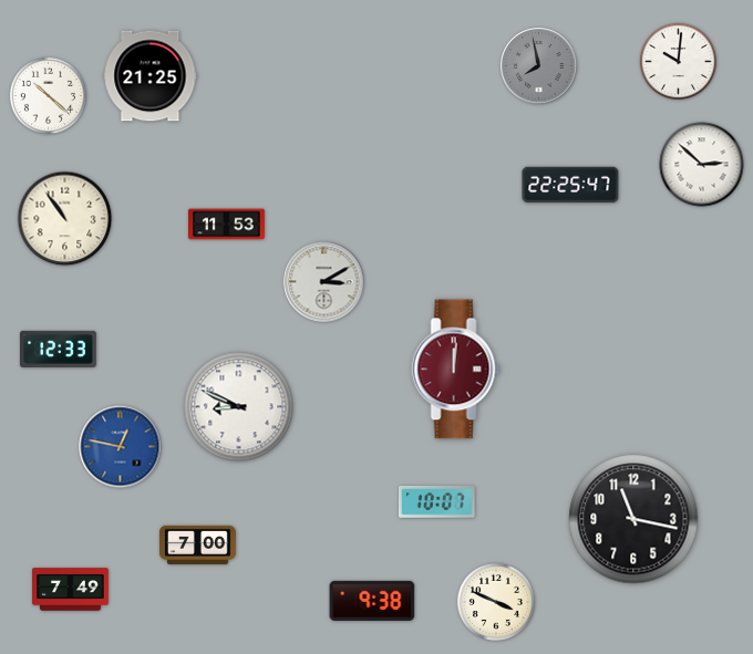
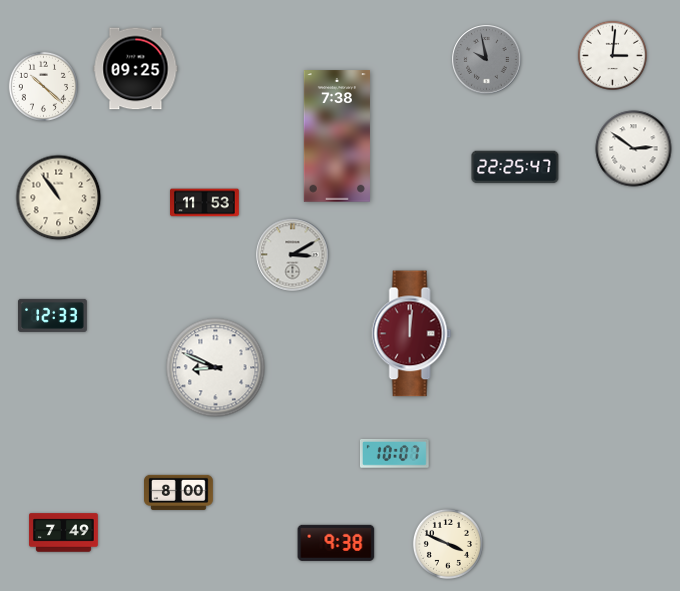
clock at (678, 61): 10:01 -> 3:01
clock at (539, 66): 7:58 -> 9:58
clock at (151, 76): 21:25 -> 09:25
clock at (337, 136): none -> 7:38
clock at (702, 165): 2:52 -> 2:51
clock at (121, 447): 12:47 -> none
clock at (633, 519): 11:17 -> none
clock at (198, 544): 7:00 -> 8:00
